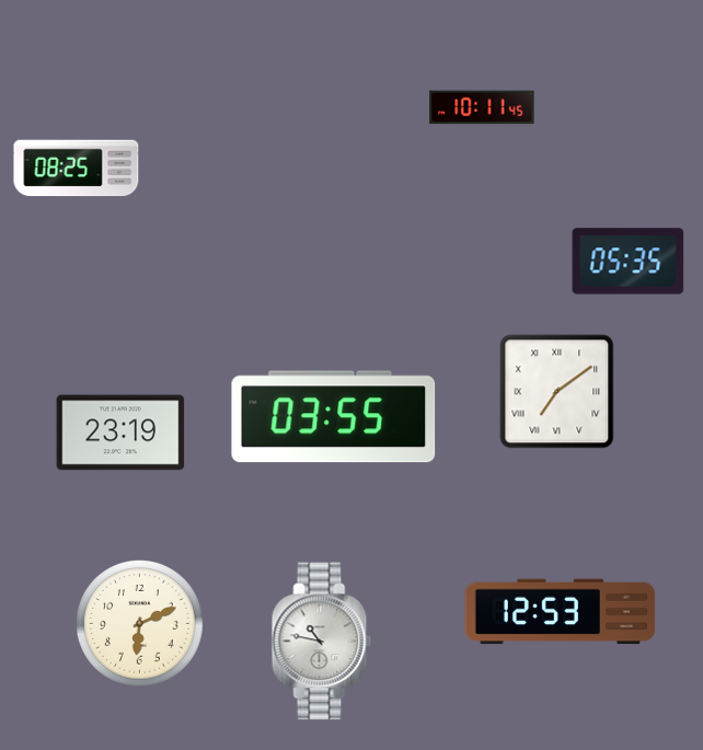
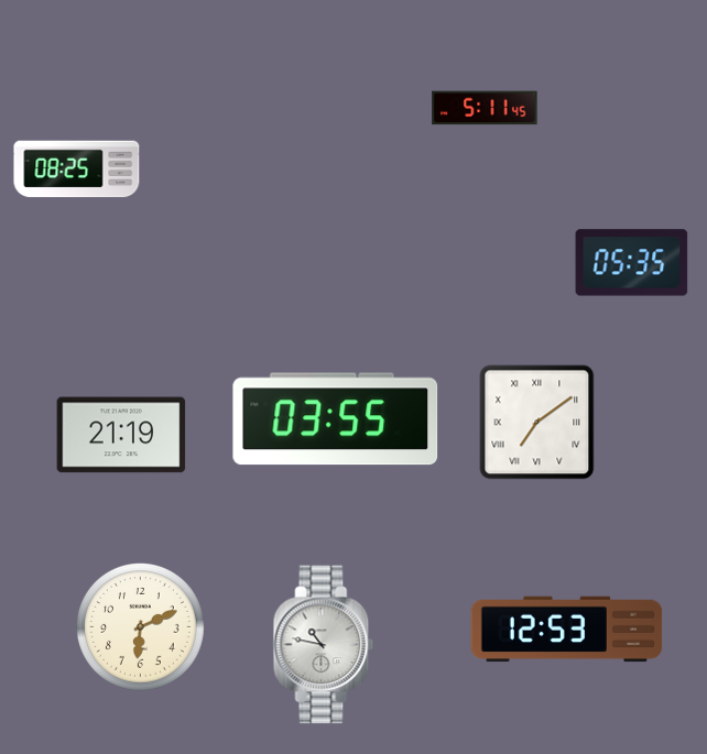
clock at (482, 107): 10:11 -> 5:11
clock at (557, 392) position: (557, 392) -> (537, 423)
clock at (120, 432): 23:19 -> 21:19
clock at (561, 612) position: (561, 612) -> (567, 630)
